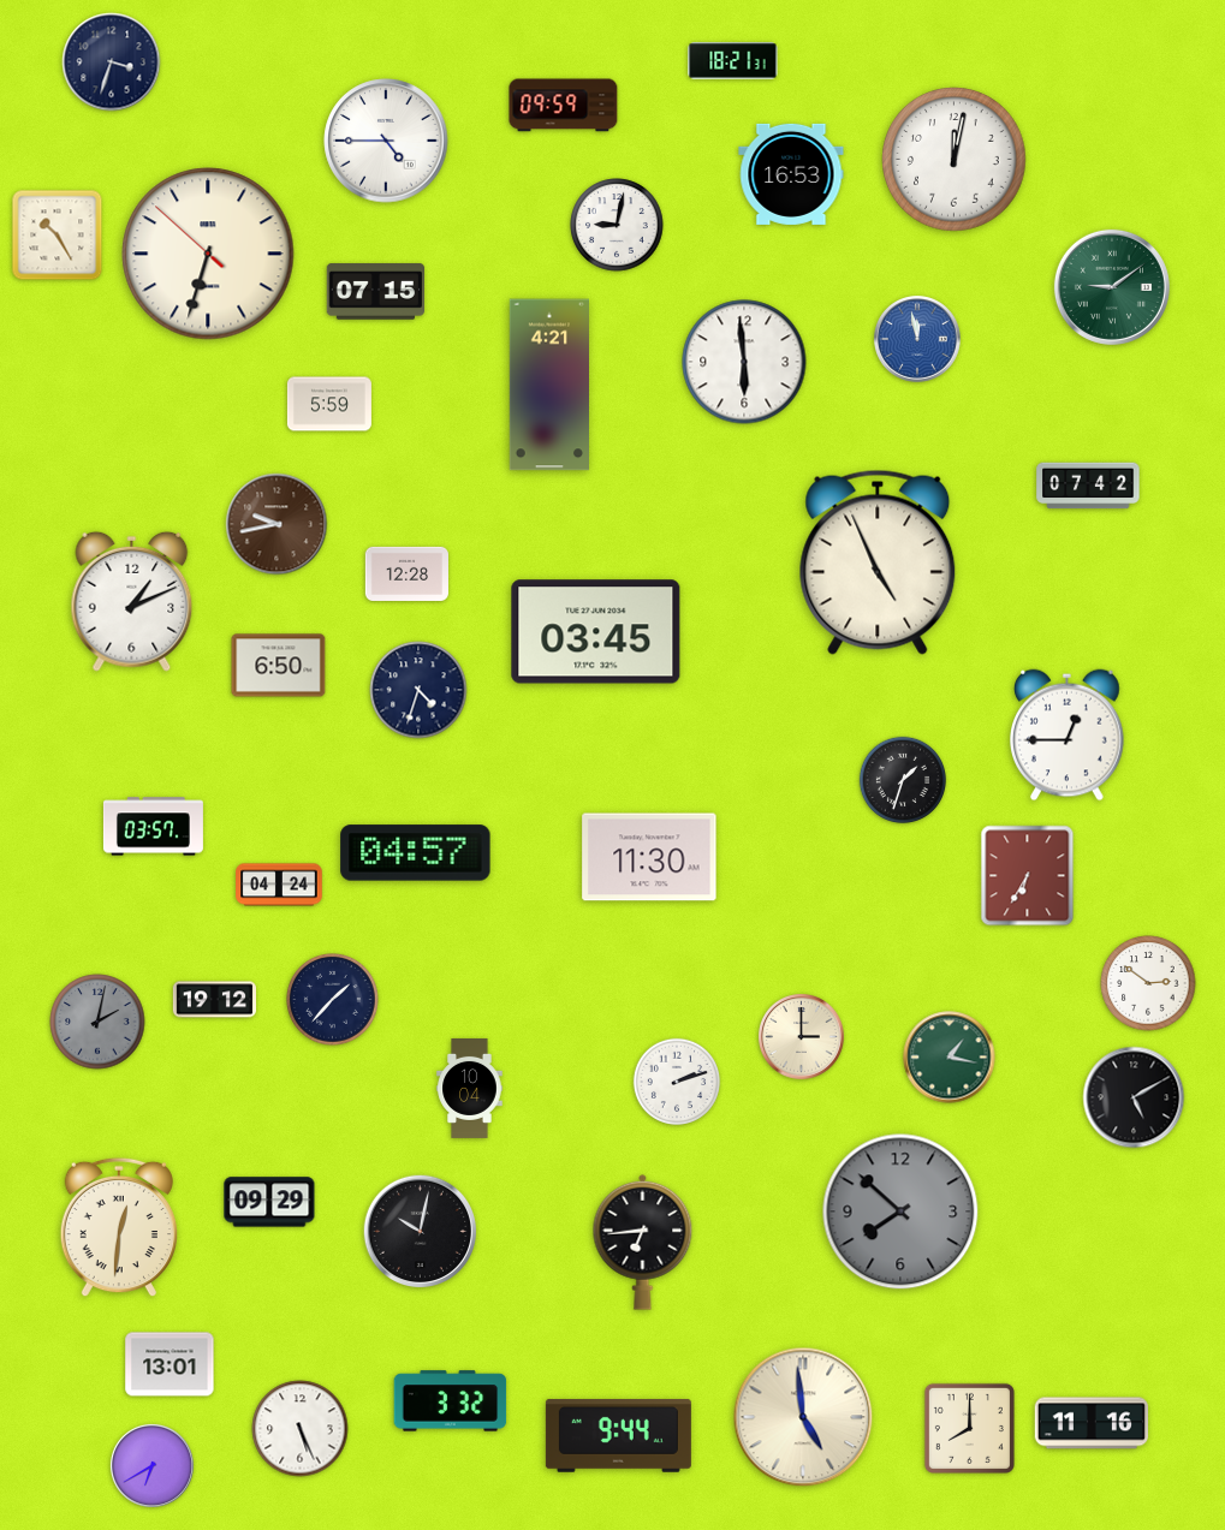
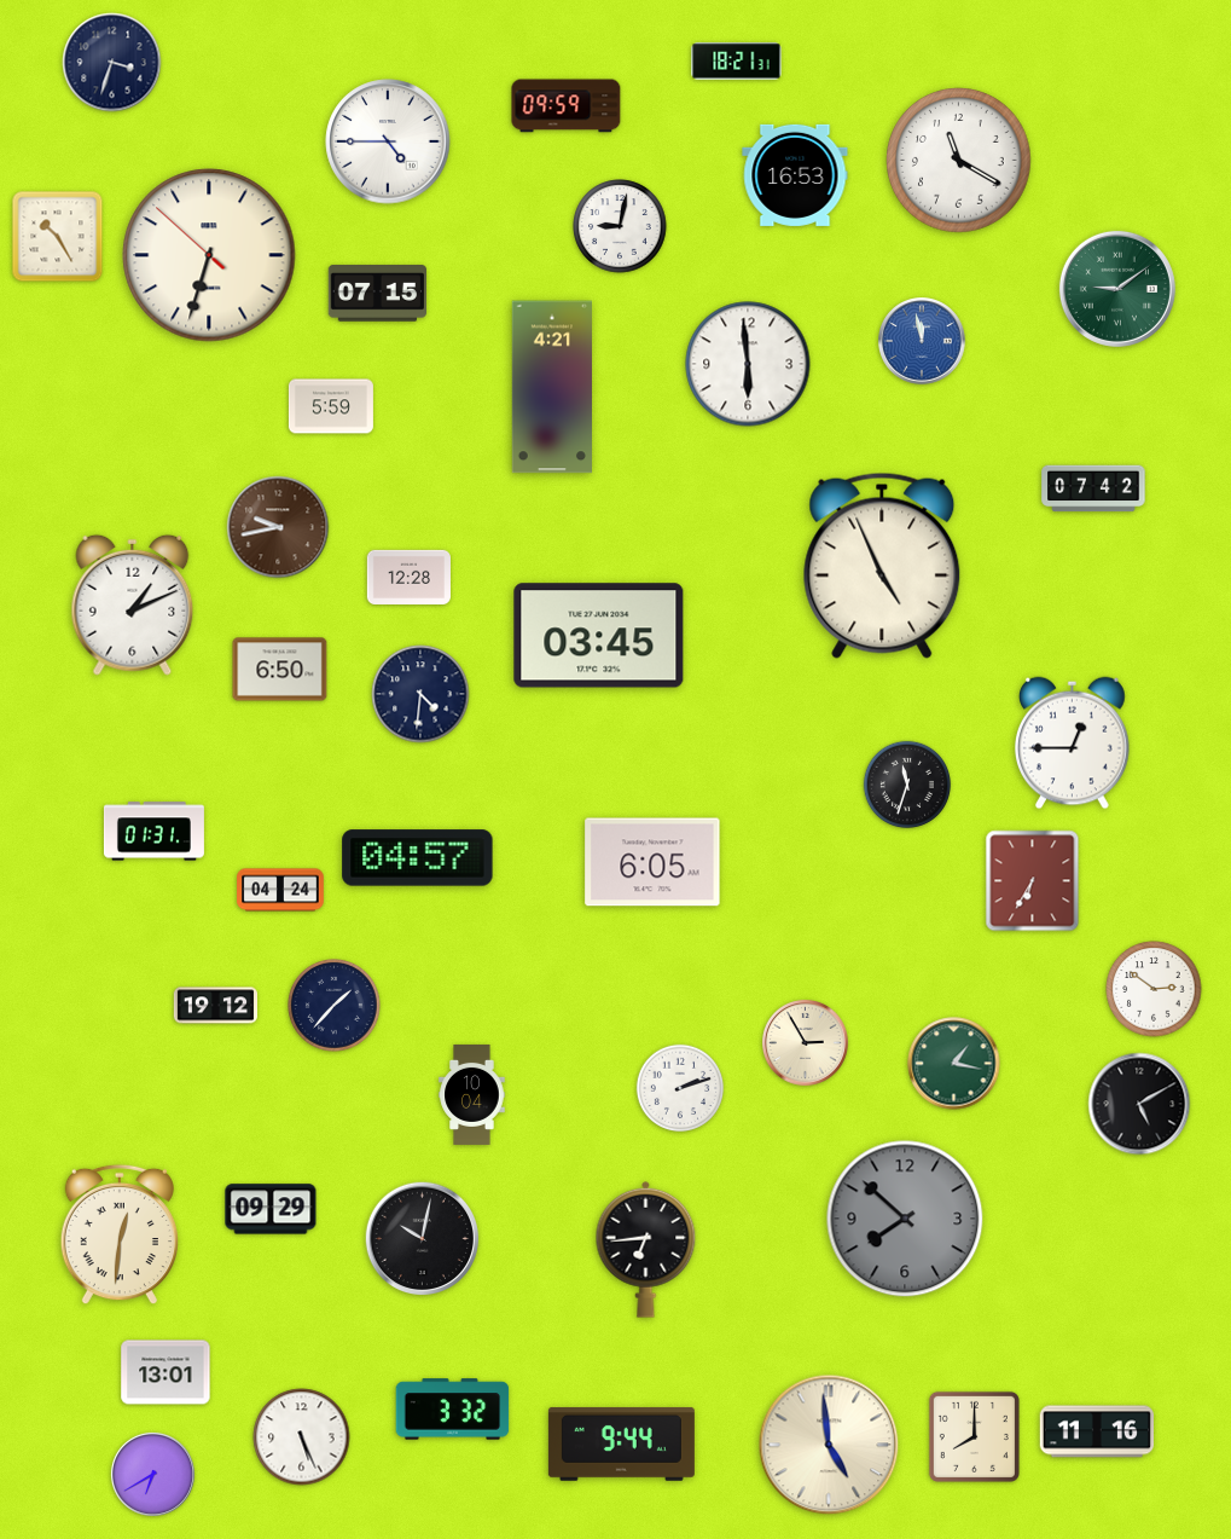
clock at (955, 160): 12:02 -> 11:20
clock at (418, 690): 4:33 -> 4:31
clock at (1068, 736) position: (1068, 736) -> (1073, 744)
clock at (903, 780): 1:33 -> 11:33
clock at (153, 827): 03:57 -> 01:31
clock at (649, 857): 11:30 -> 6:05
clock at (97, 1022): 2:02 -> none
clock at (802, 1037): 3:00 -> 2:55
clock at (170, 1364) position: (170, 1364) -> (166, 1372)
clock at (803, 1417) position: (803, 1417) -> (829, 1445)
